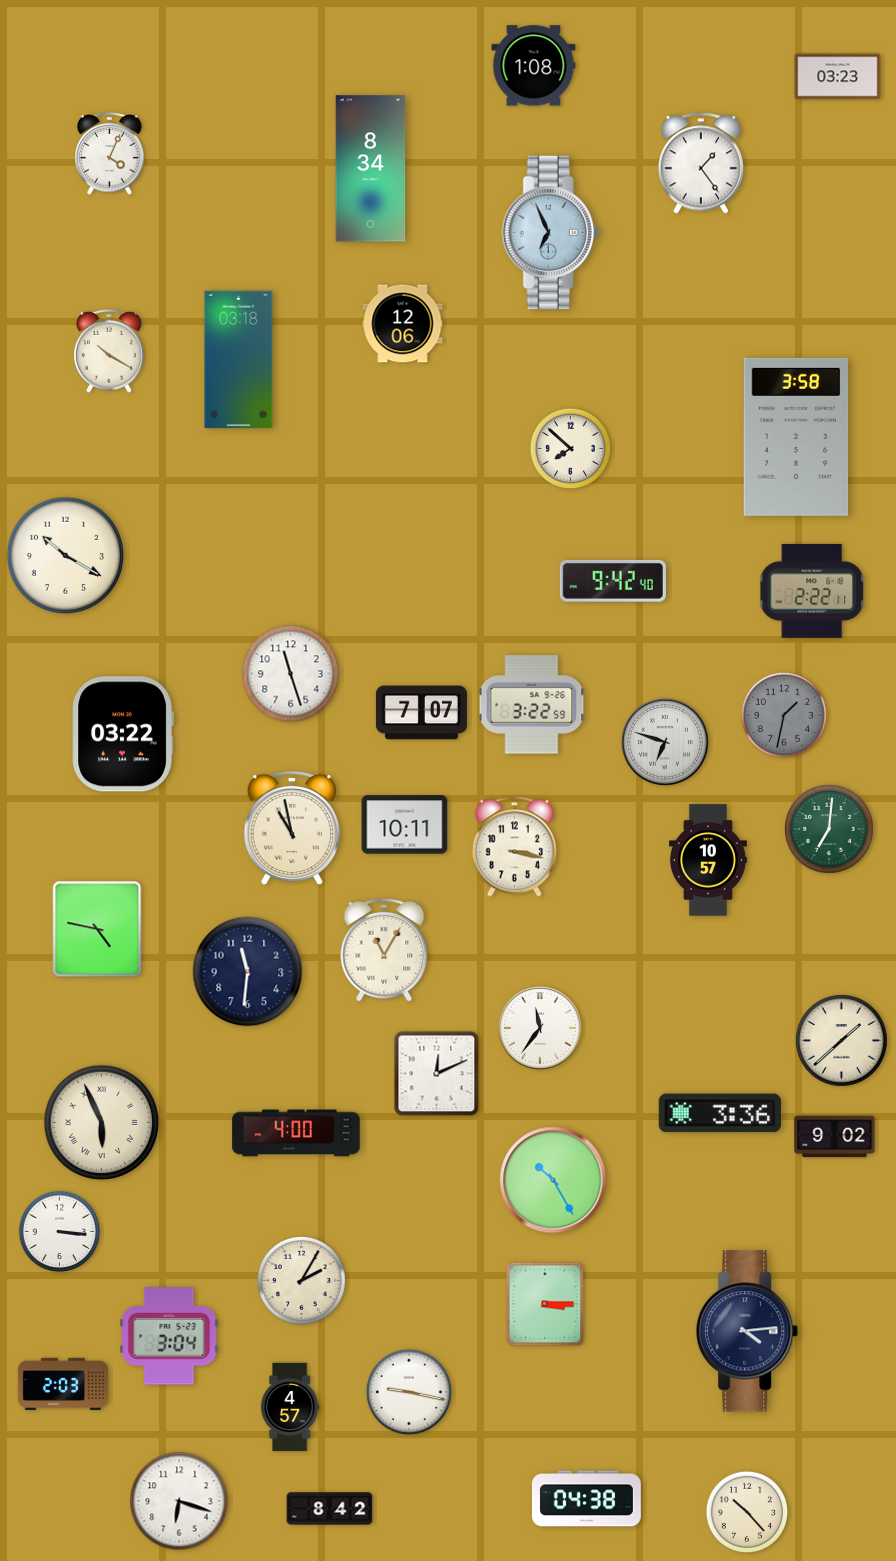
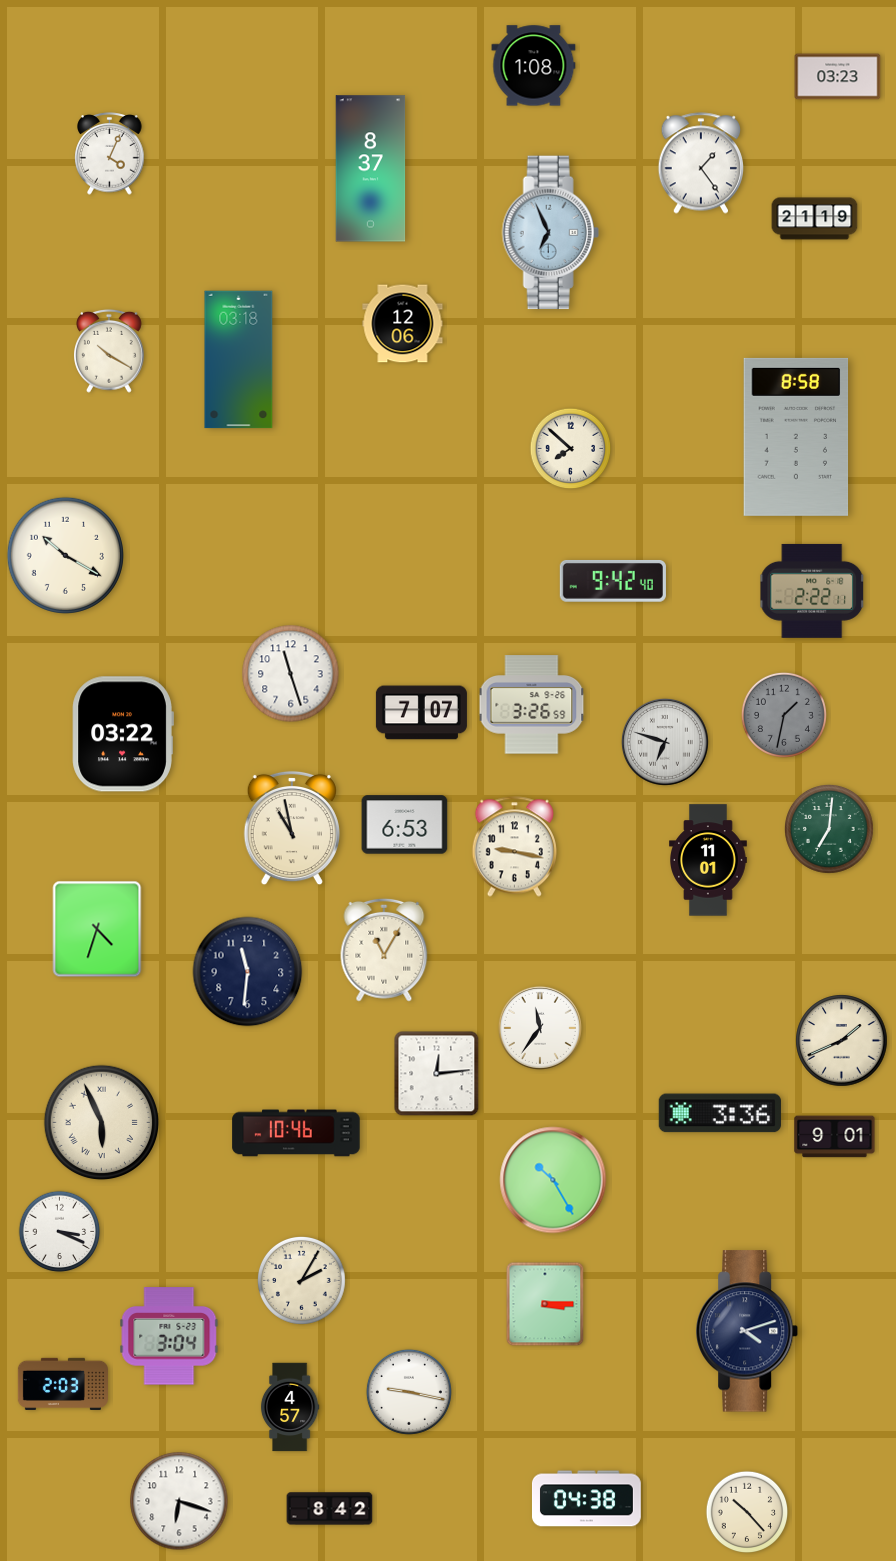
clock at (371, 169): 8:34 -> 8:37
clock at (815, 219): none -> 21:19
clock at (796, 437): 3:58 -> 8:58
clock at (532, 705): 3:22 -> 3:26
clock at (405, 825): 10:11 -> 6:53
clock at (514, 847): 3:17 -> 9:17
clock at (709, 860): 10:57 -> 11:01
clock at (97, 929): 4:47 -> 4:33
clock at (842, 1041): 1:38 -> 1:41
clock at (437, 1074): 12:11 -> 12:14
clock at (296, 1133): 4:00 -> 10:46
clock at (835, 1137): 9:02 -> 9:01
clock at (60, 1232): 3:16 -> 3:19
clock at (748, 1331): 4:14 -> 4:12
